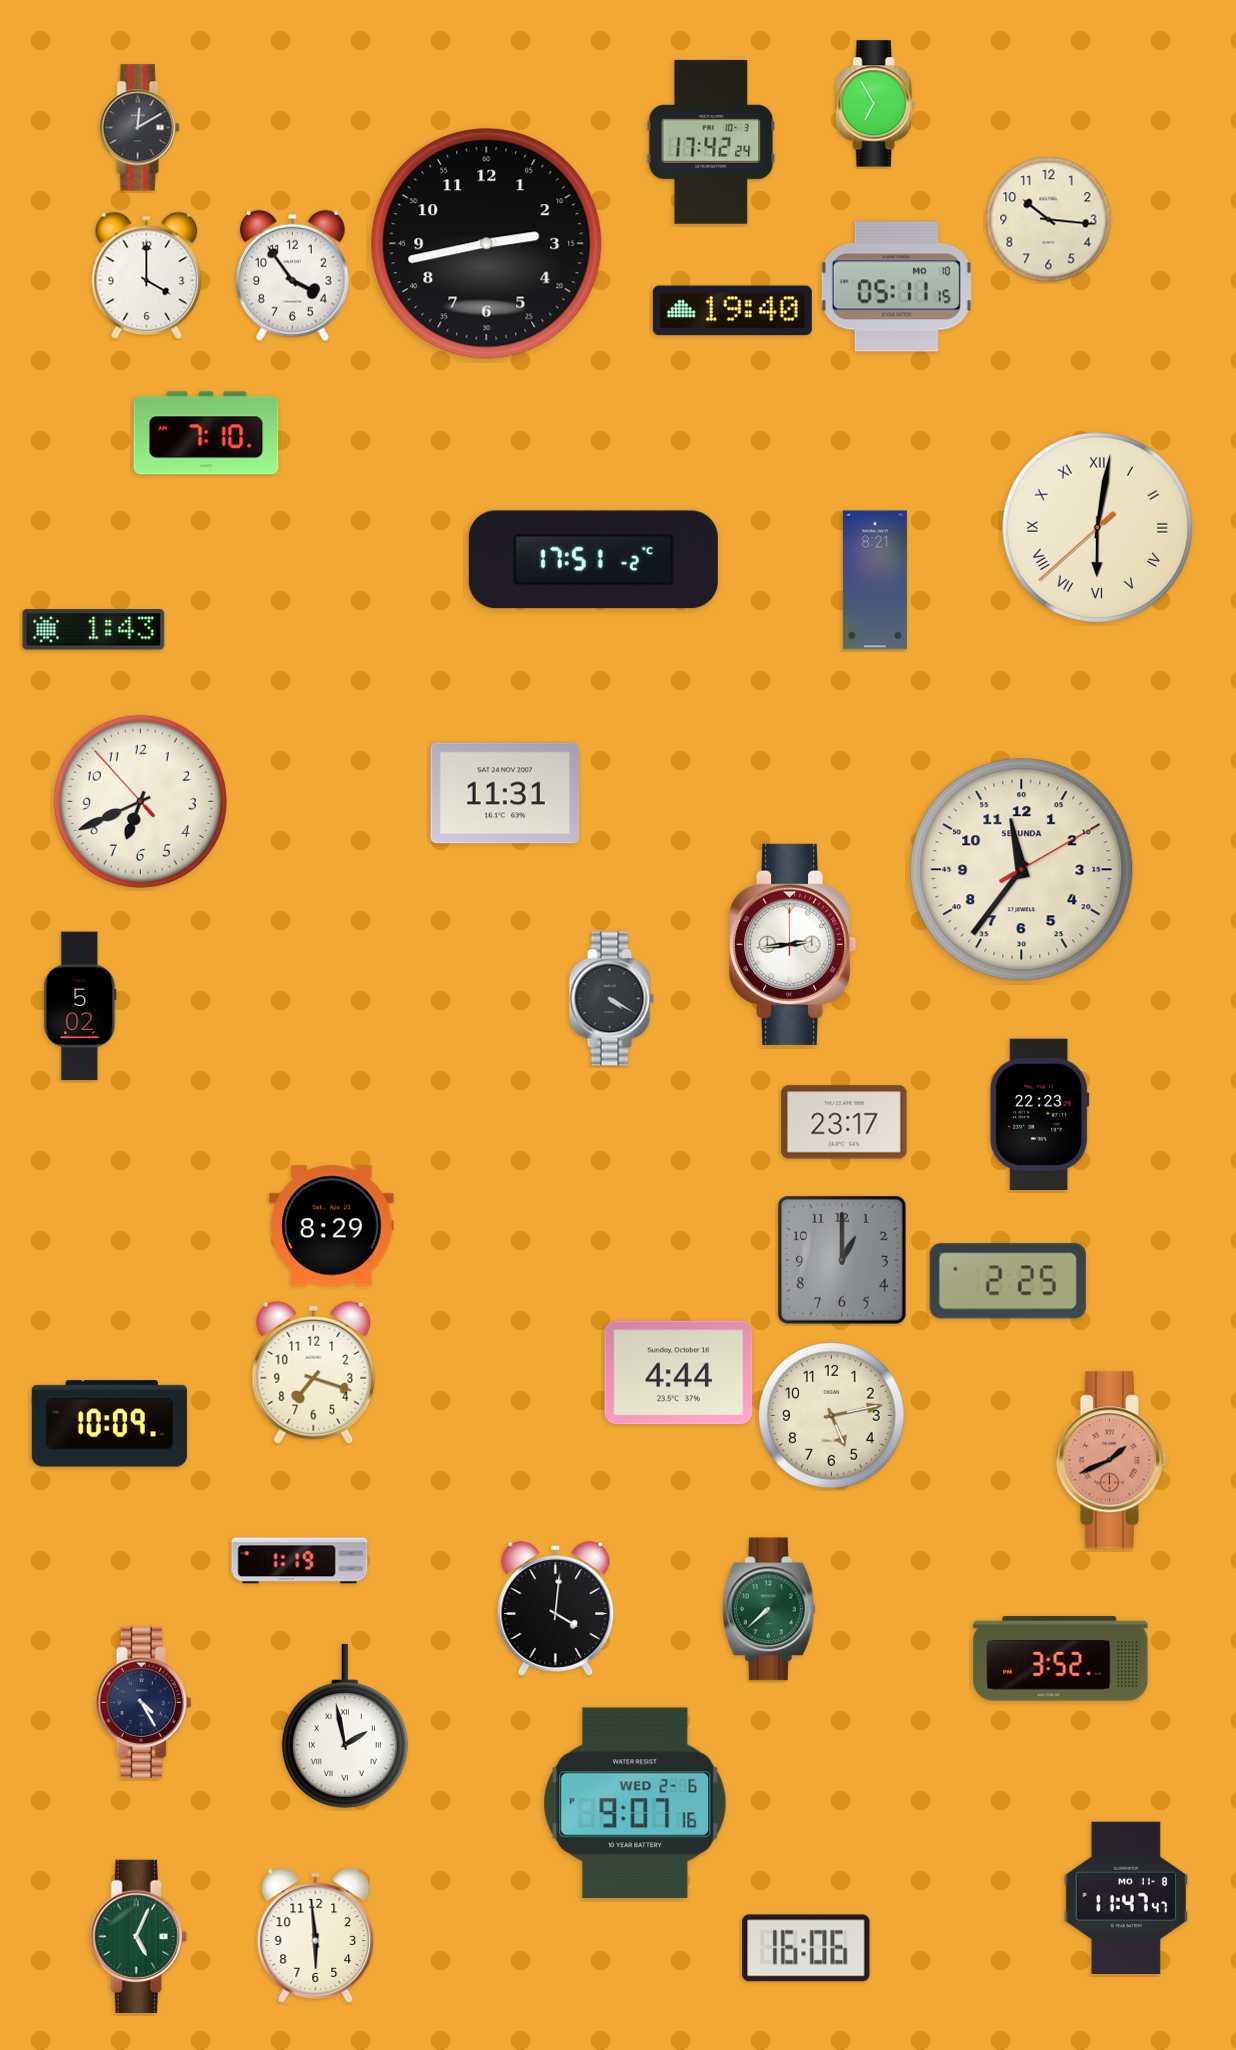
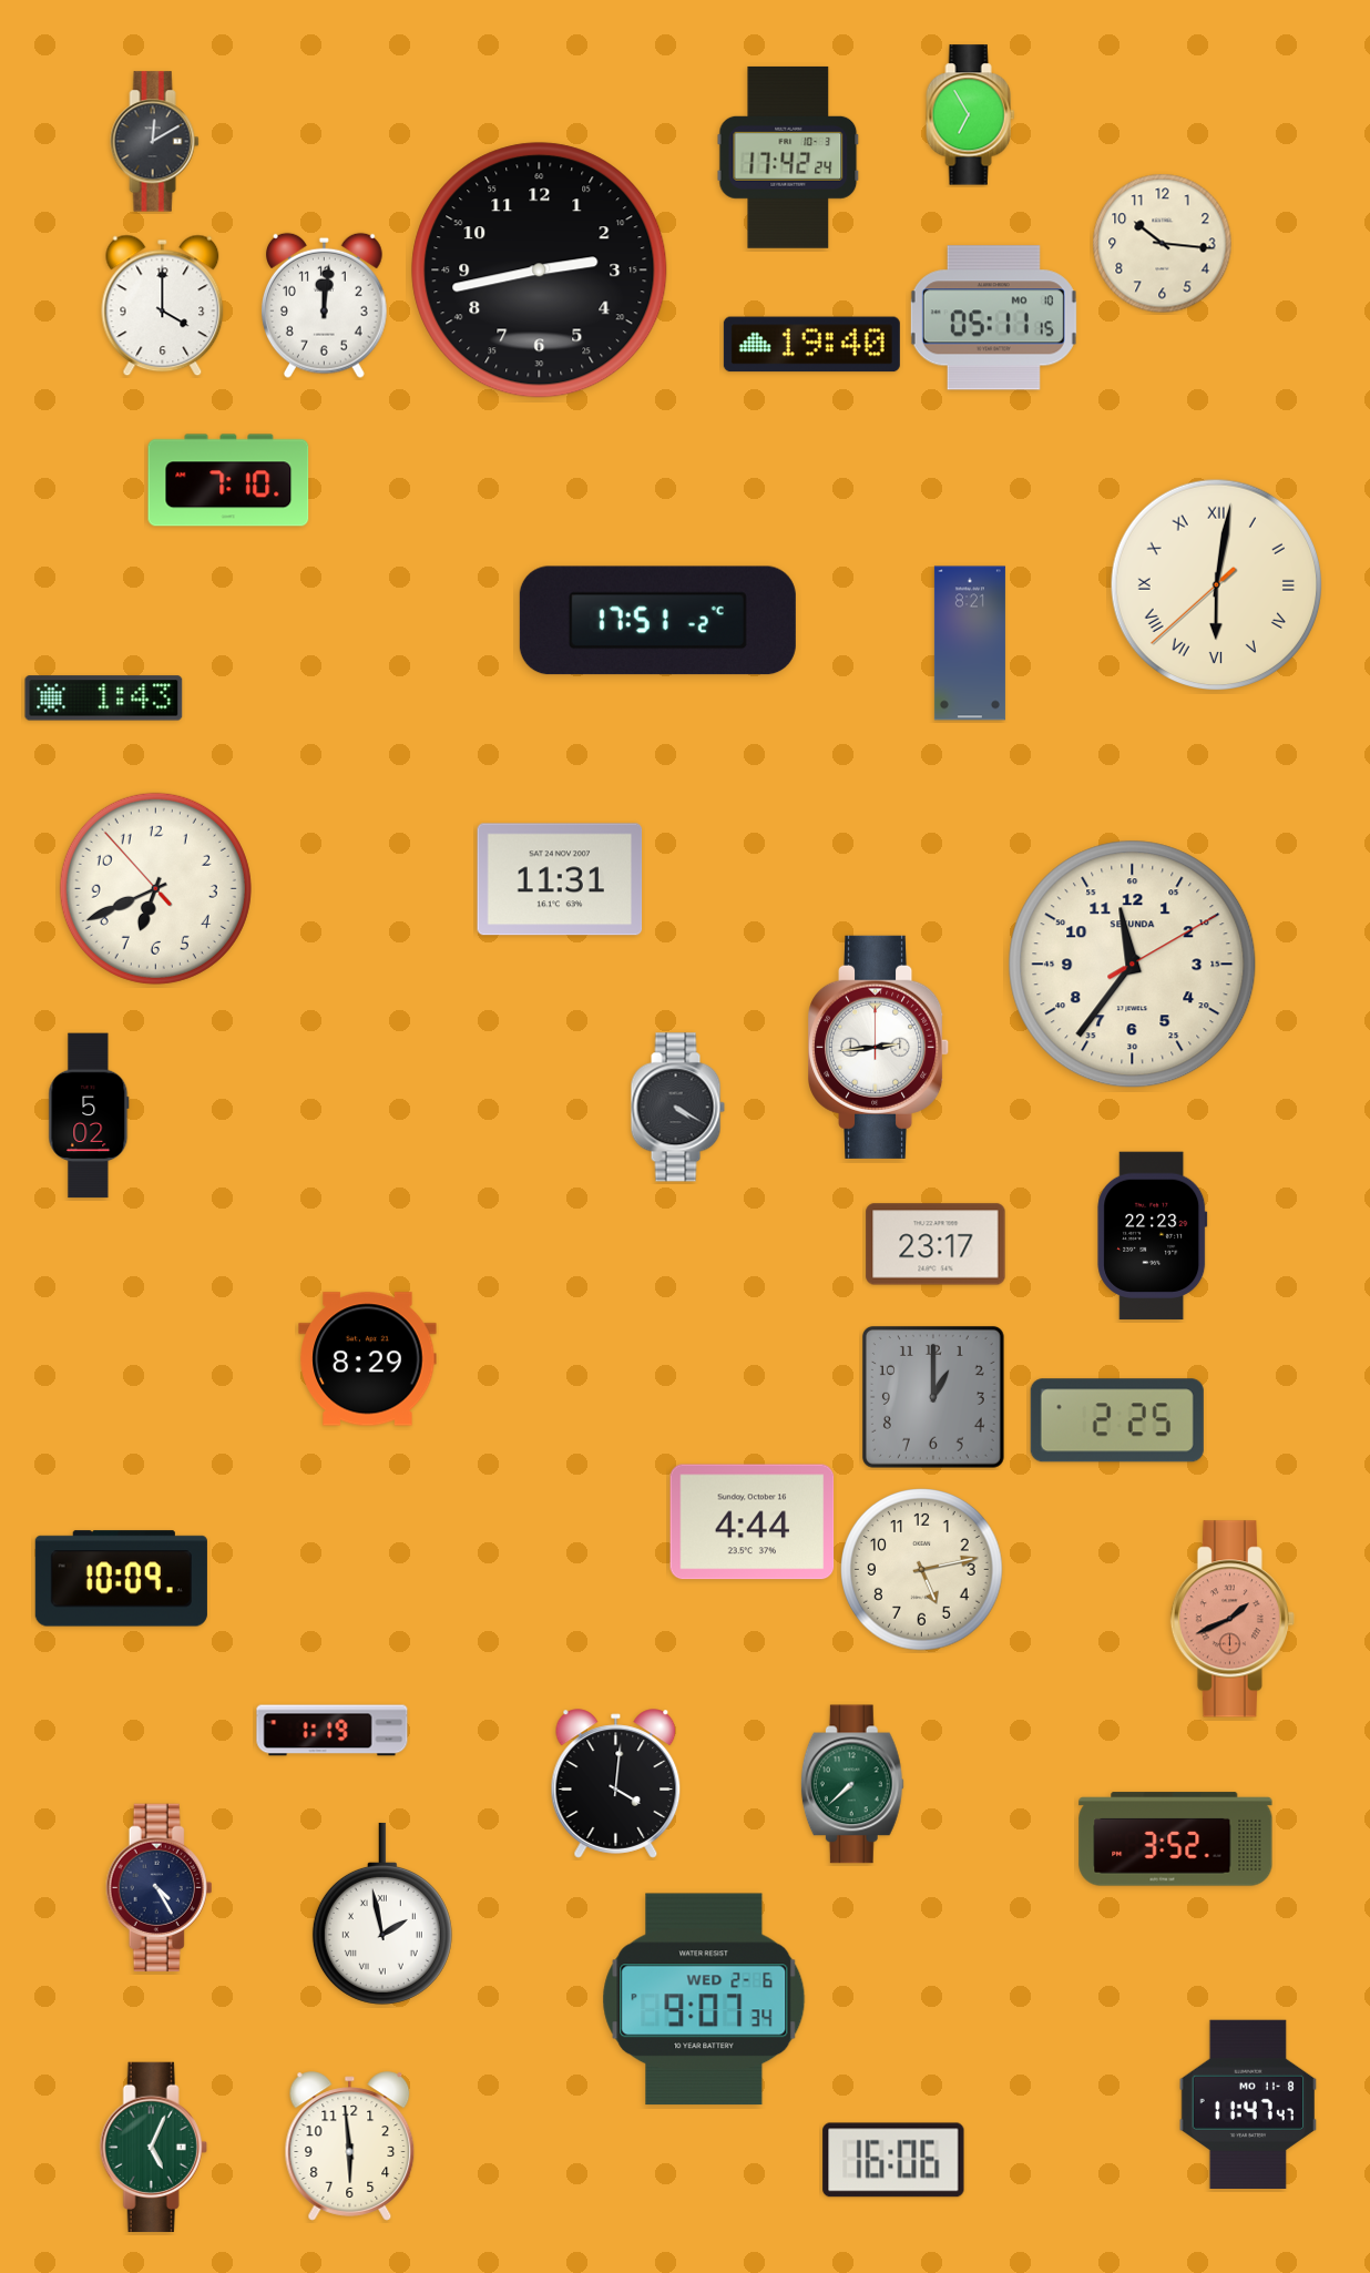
clock at (292, 275): 3:54 -> 12:01
clock at (314, 1372): 7:18 -> none
clock at (635, 1803): 9:07:16 -> 9:07:34
